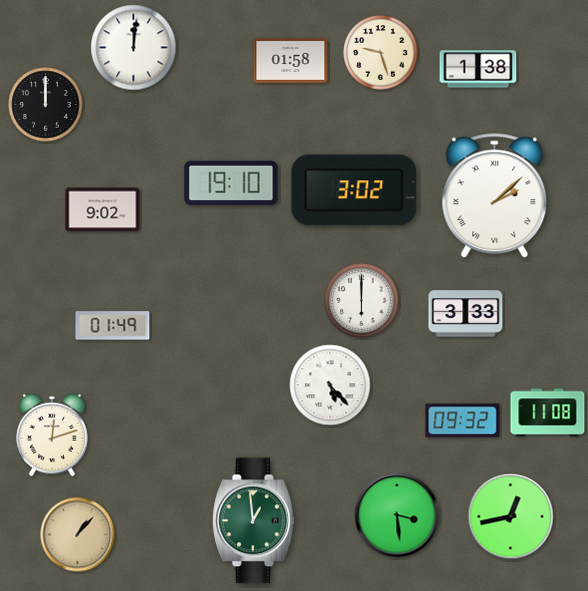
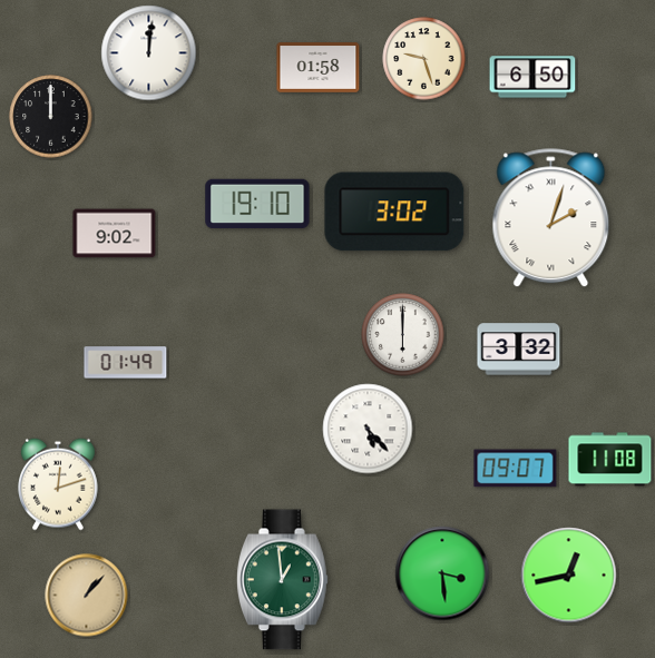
clock at (291, 61) position: (291, 61) -> (319, 68)
clock at (478, 69): 1:38 -> 6:50
clock at (495, 196): 2:08 -> 2:03
clock at (466, 314): 3:33 -> 3:32
clock at (463, 421): 09:32 -> 09:07
